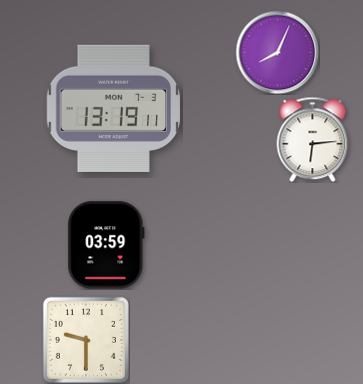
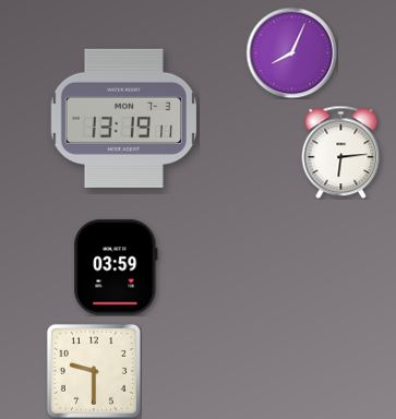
clock at (277, 52) position: (277, 52) -> (291, 52)
